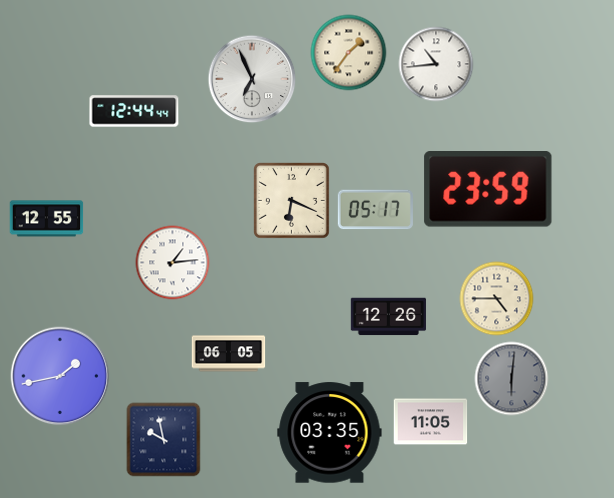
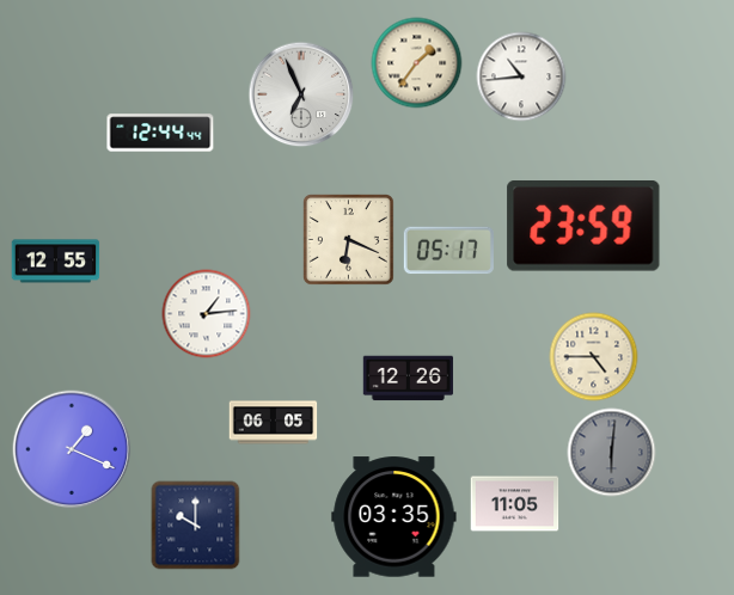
clock at (388, 317) position: (388, 317) -> (408, 379)
clock at (60, 376): 1:43 -> 1:19
clock at (164, 440): 9:58 -> 10:00
